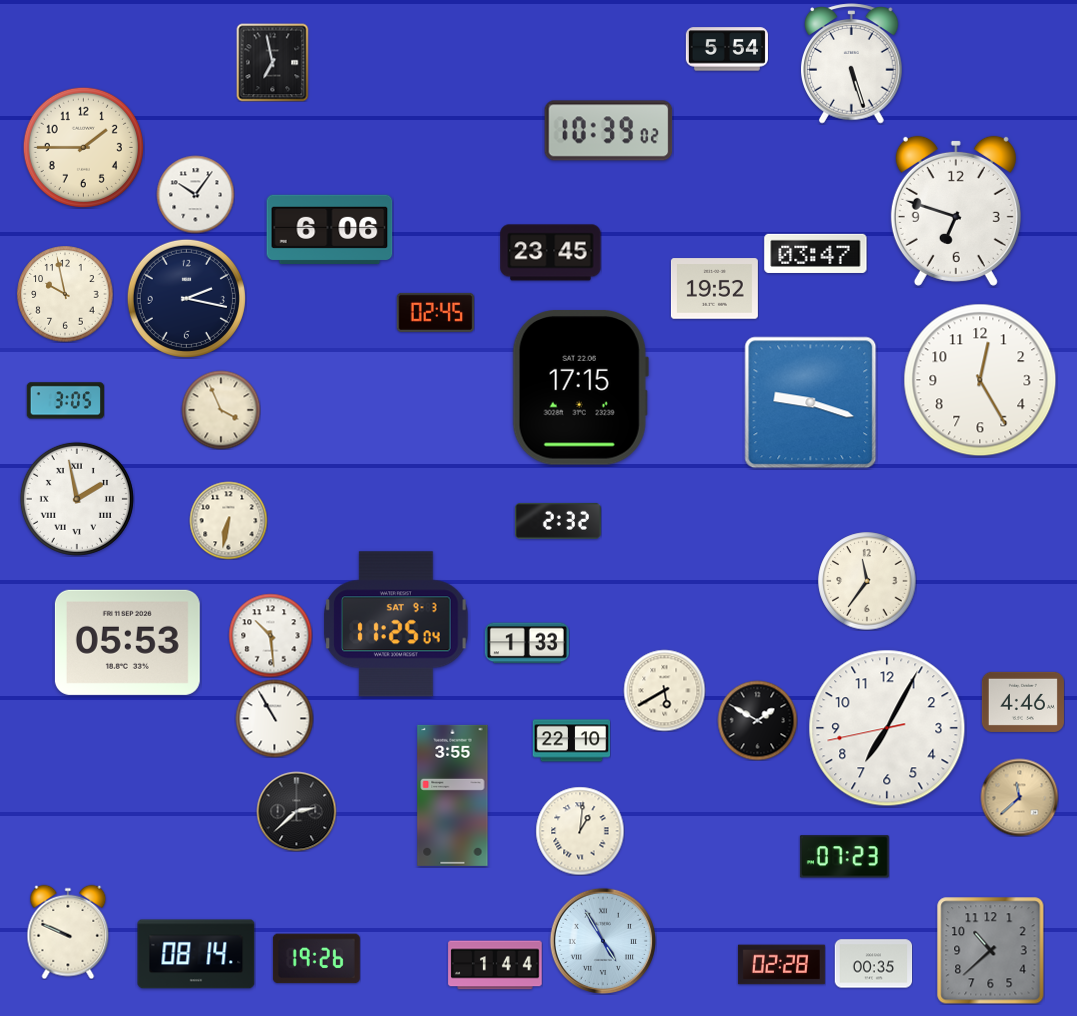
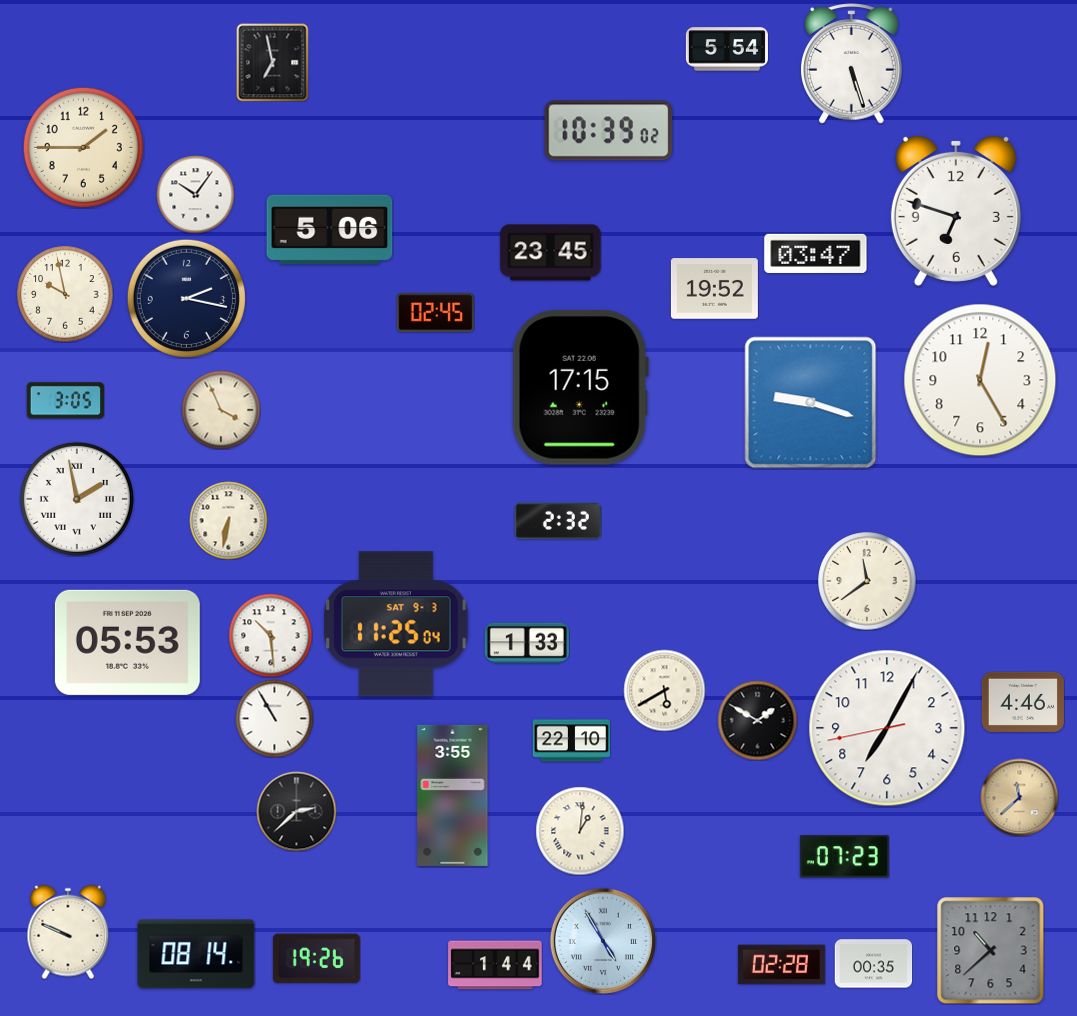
clock at (330, 230): 6:06 -> 5:06
clock at (867, 581): 11:36 -> 11:39
